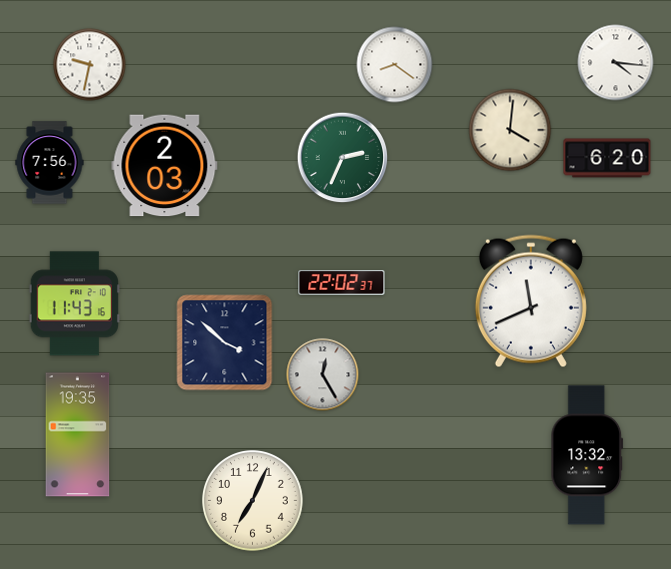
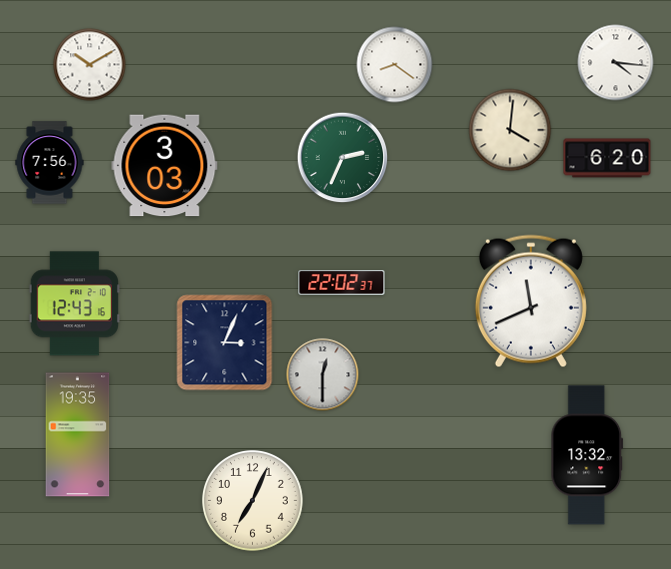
clock at (90, 65): 9:32 -> 10:10
clock at (165, 166): 2:03 -> 3:03
clock at (74, 304): 11:43 -> 12:43
clock at (225, 343): 3:52 -> 3:04
clock at (323, 375): 12:25 -> 12:30
